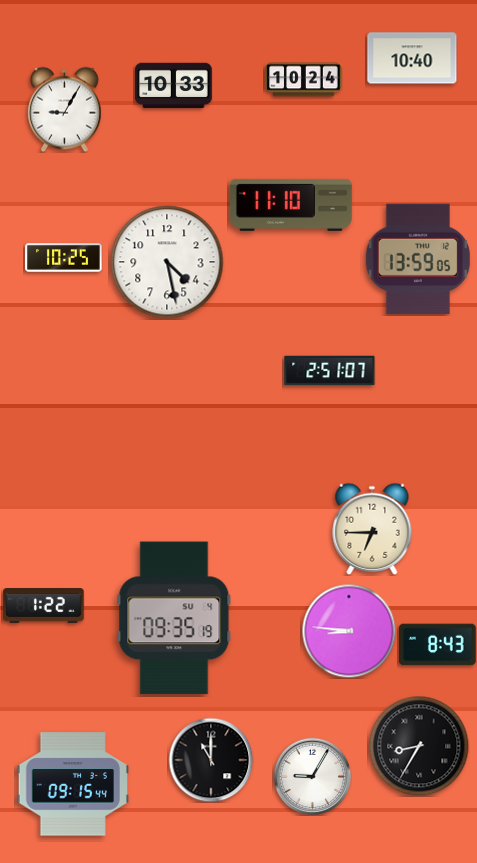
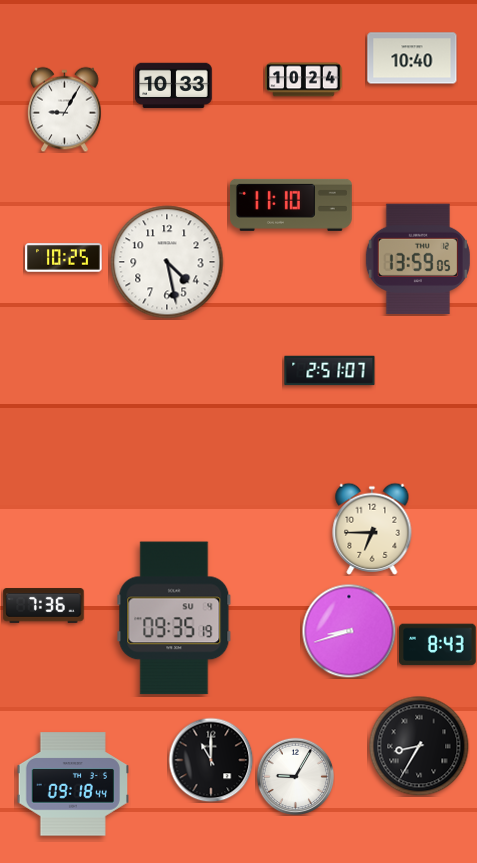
clock at (44, 606): 1:22 -> 7:36
clock at (349, 631): 8:46 -> 8:42
clock at (312, 776) position: (312, 776) -> (295, 776)
clock at (72, 784): 09:15 -> 09:18
